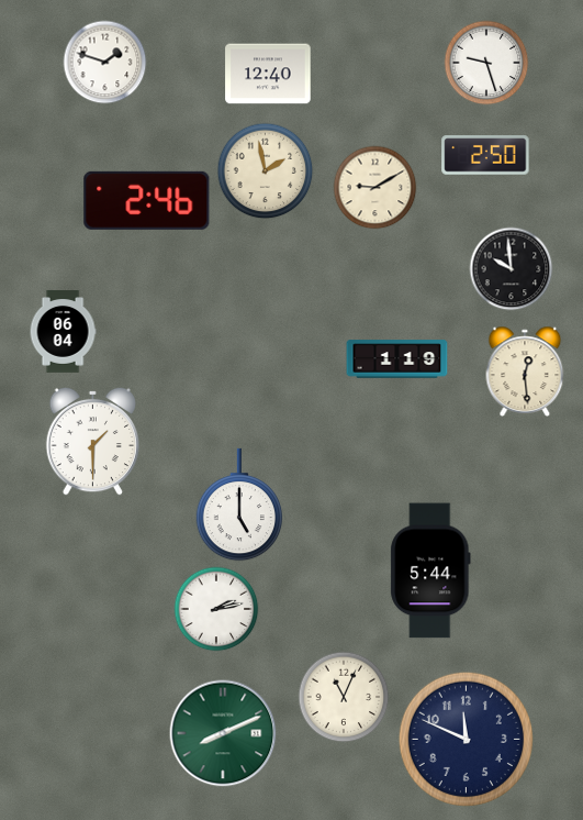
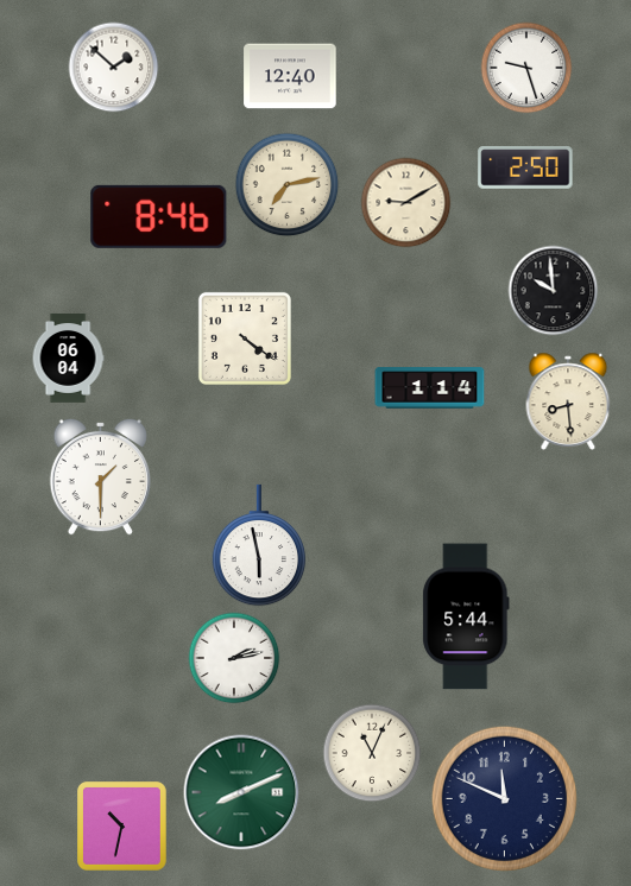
clock at (105, 63): 1:48 -> 1:52
clock at (268, 74) position: (268, 74) -> (290, 76)
clock at (266, 171): 1:58 -> 7:13
clock at (147, 200): 2:46 -> 8:46
clock at (245, 338): none -> 4:21
clock at (397, 359): 1:19 -> 1:14
clock at (525, 370): 12:29 -> 8:29
clock at (239, 505): 5:00 -> 5:58
clock at (122, 827): none -> 10:32
